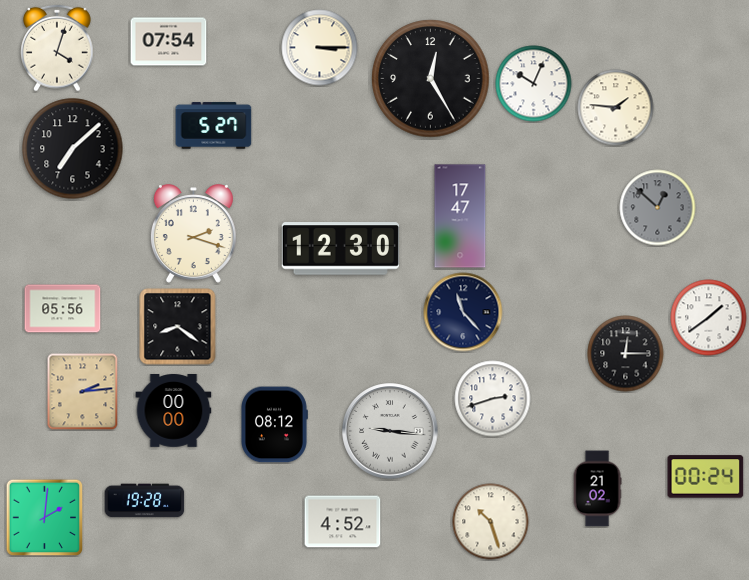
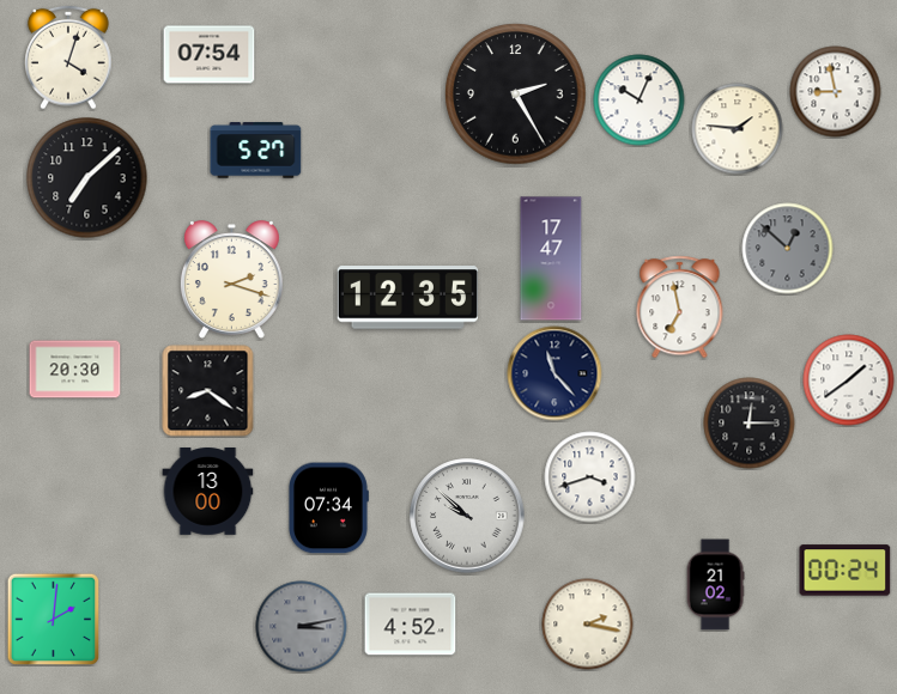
clock at (169, 42) position: (169, 42) -> (210, 55)
clock at (320, 48): 3:15 -> none
clock at (836, 92): none -> 8:58
clock at (431, 79): 12:25 -> 2:25
clock at (340, 249): 12:30 -> 12:35
clock at (680, 308): none -> 6:58
clock at (63, 309): 05:56 -> 20:30
clock at (178, 327) position: (178, 327) -> (208, 391)
clock at (83, 392): 2:14 -> none
clock at (493, 399): 2:42 -> 3:42
clock at (174, 411): 00:00 -> 13:00
clock at (275, 425): 08:12 -> 07:34
clock at (390, 431): 9:16 -> 9:52
clock at (145, 501): 19:28 -> none
clock at (491, 522): 10:27 -> 2:17
clock at (302, 627): none -> 3:13
